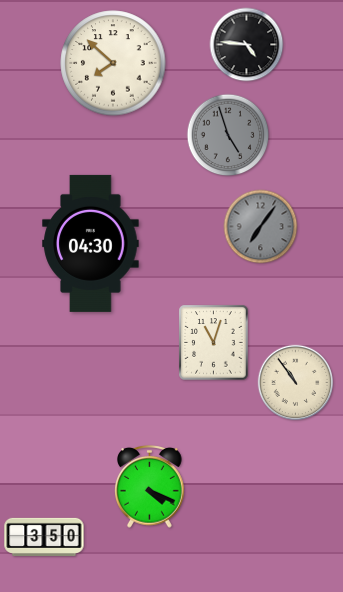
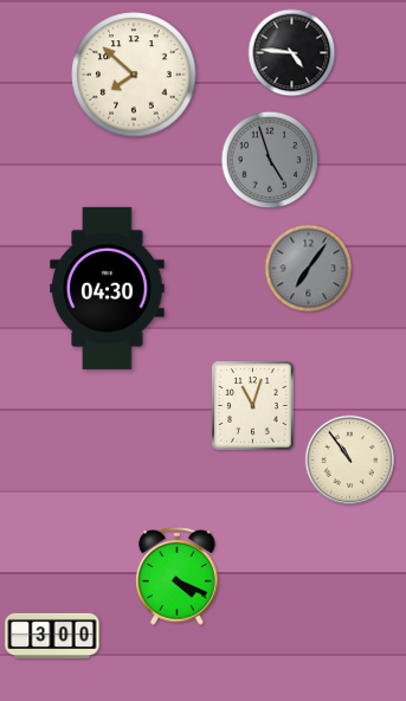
clock at (296, 383) position: (296, 383) -> (350, 461)
clock at (44, 536): 3:50 -> 3:00
